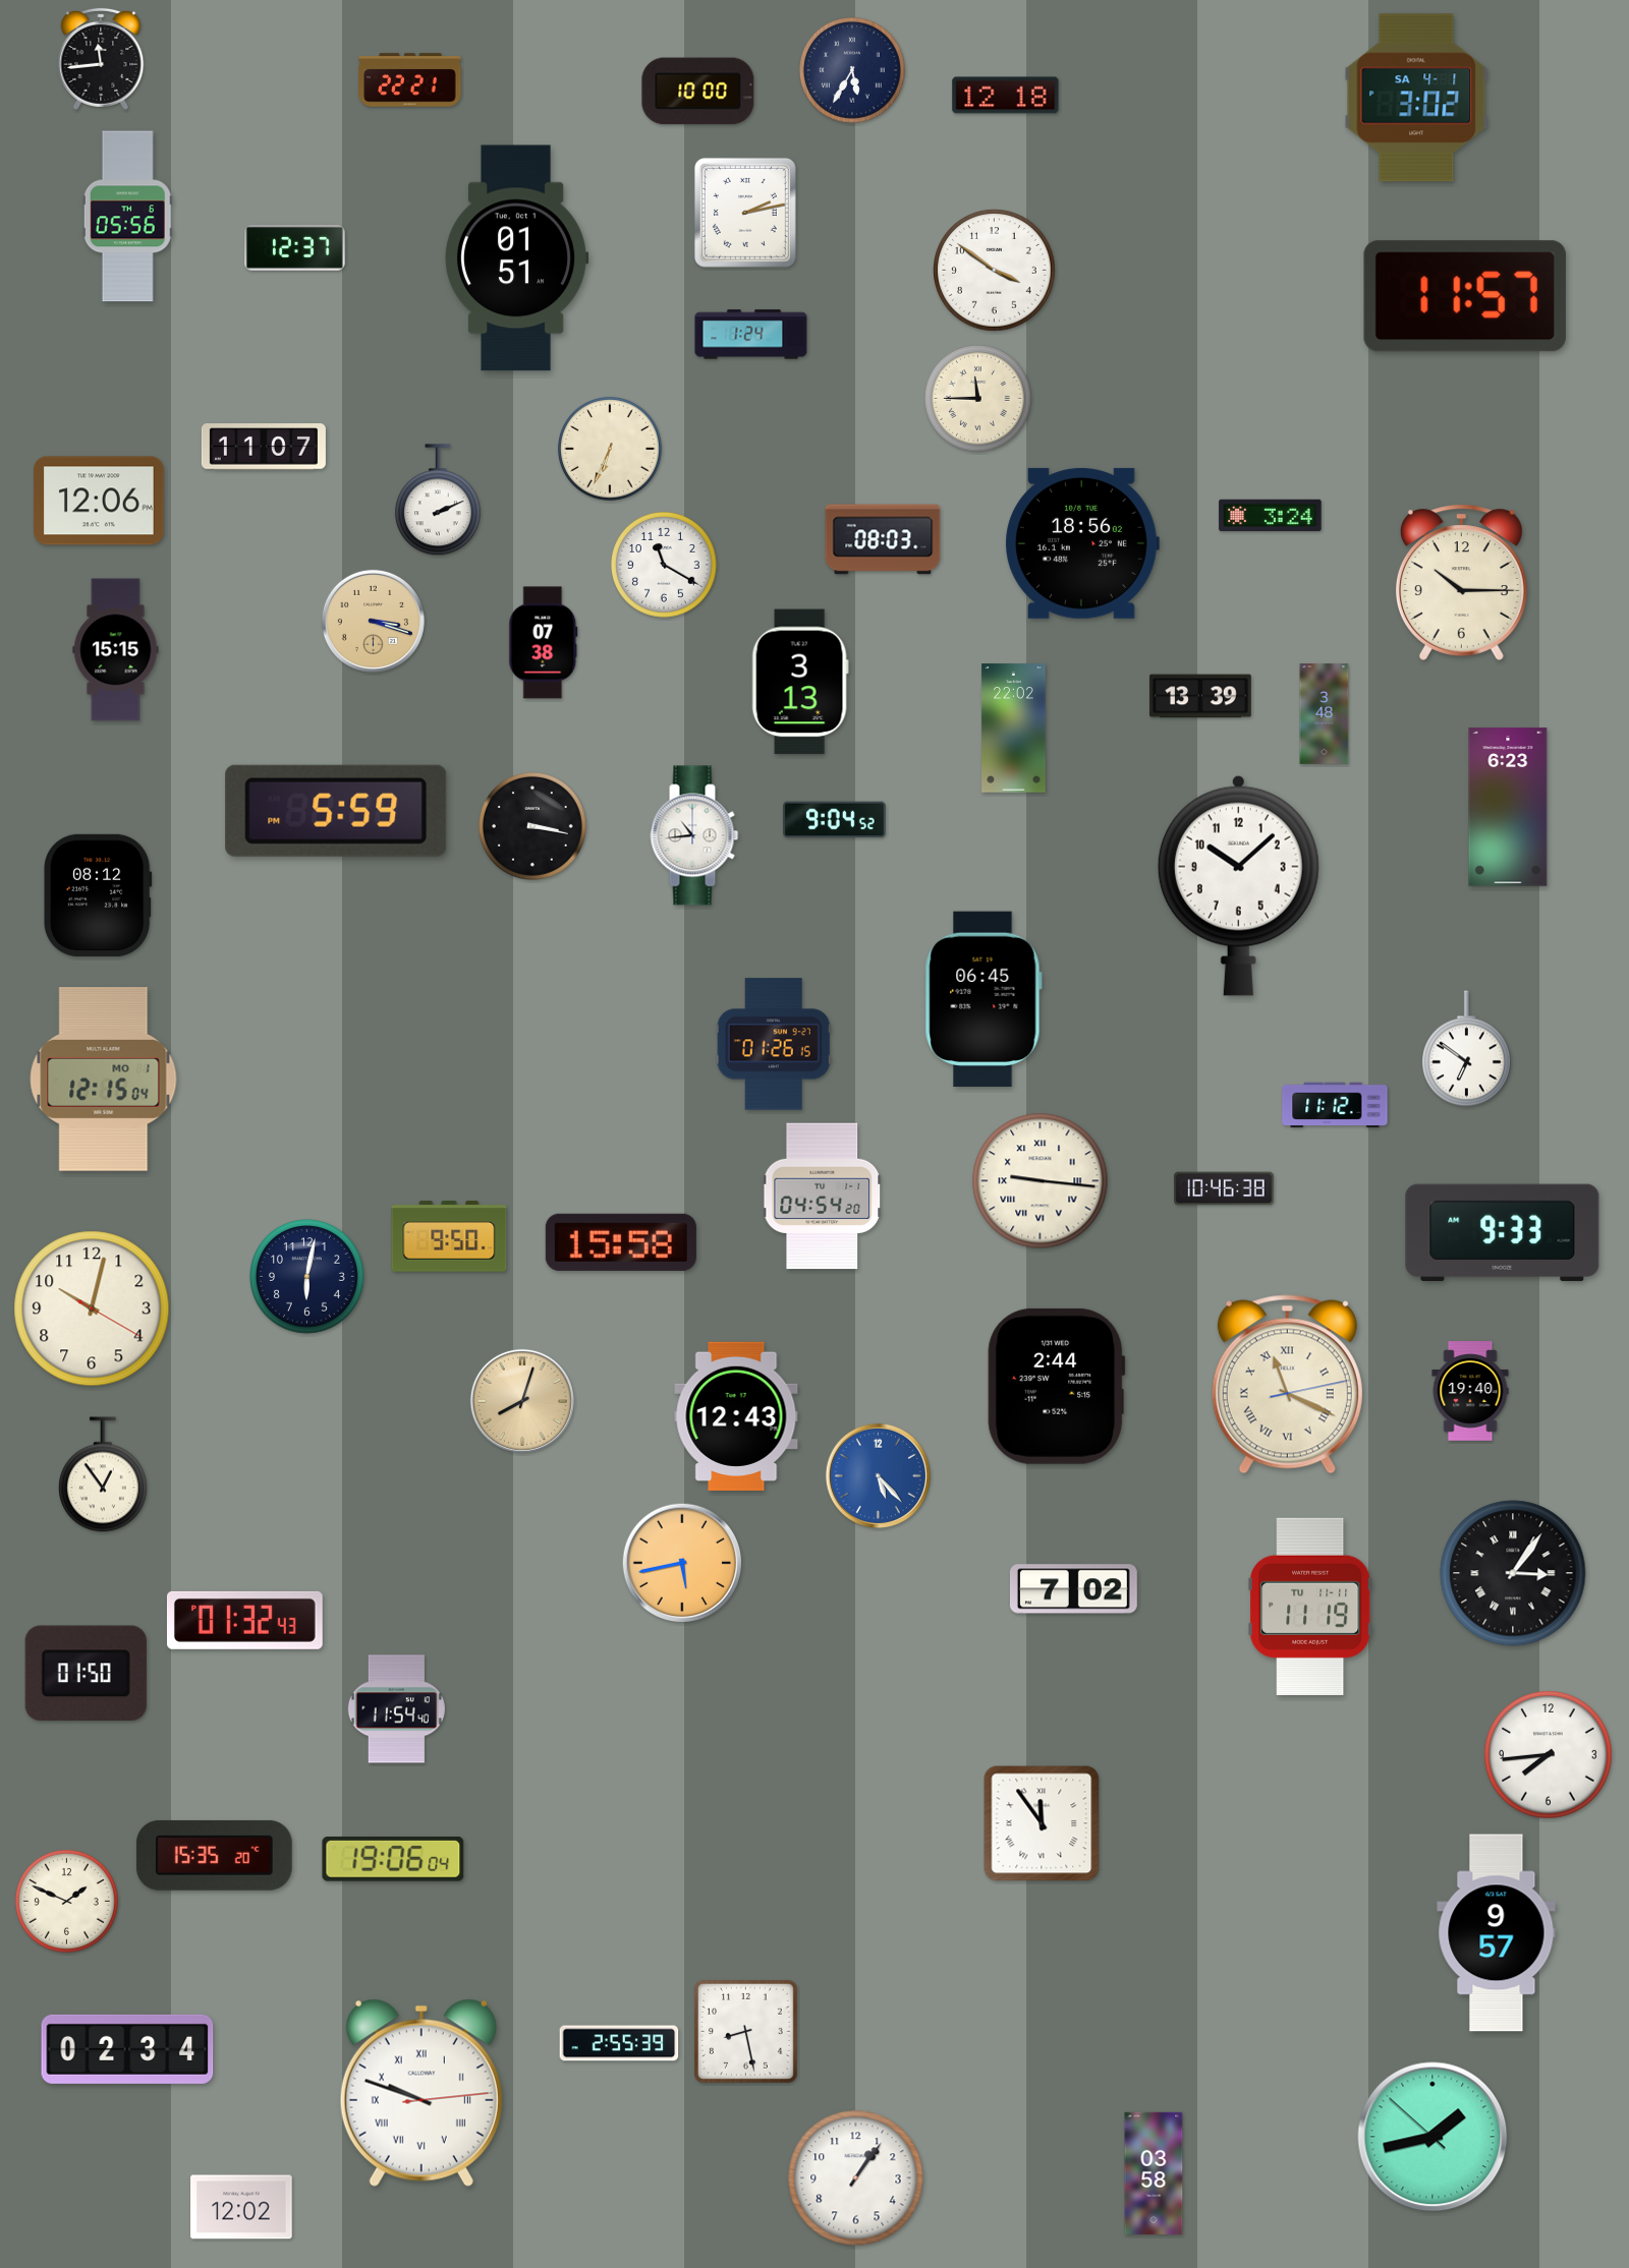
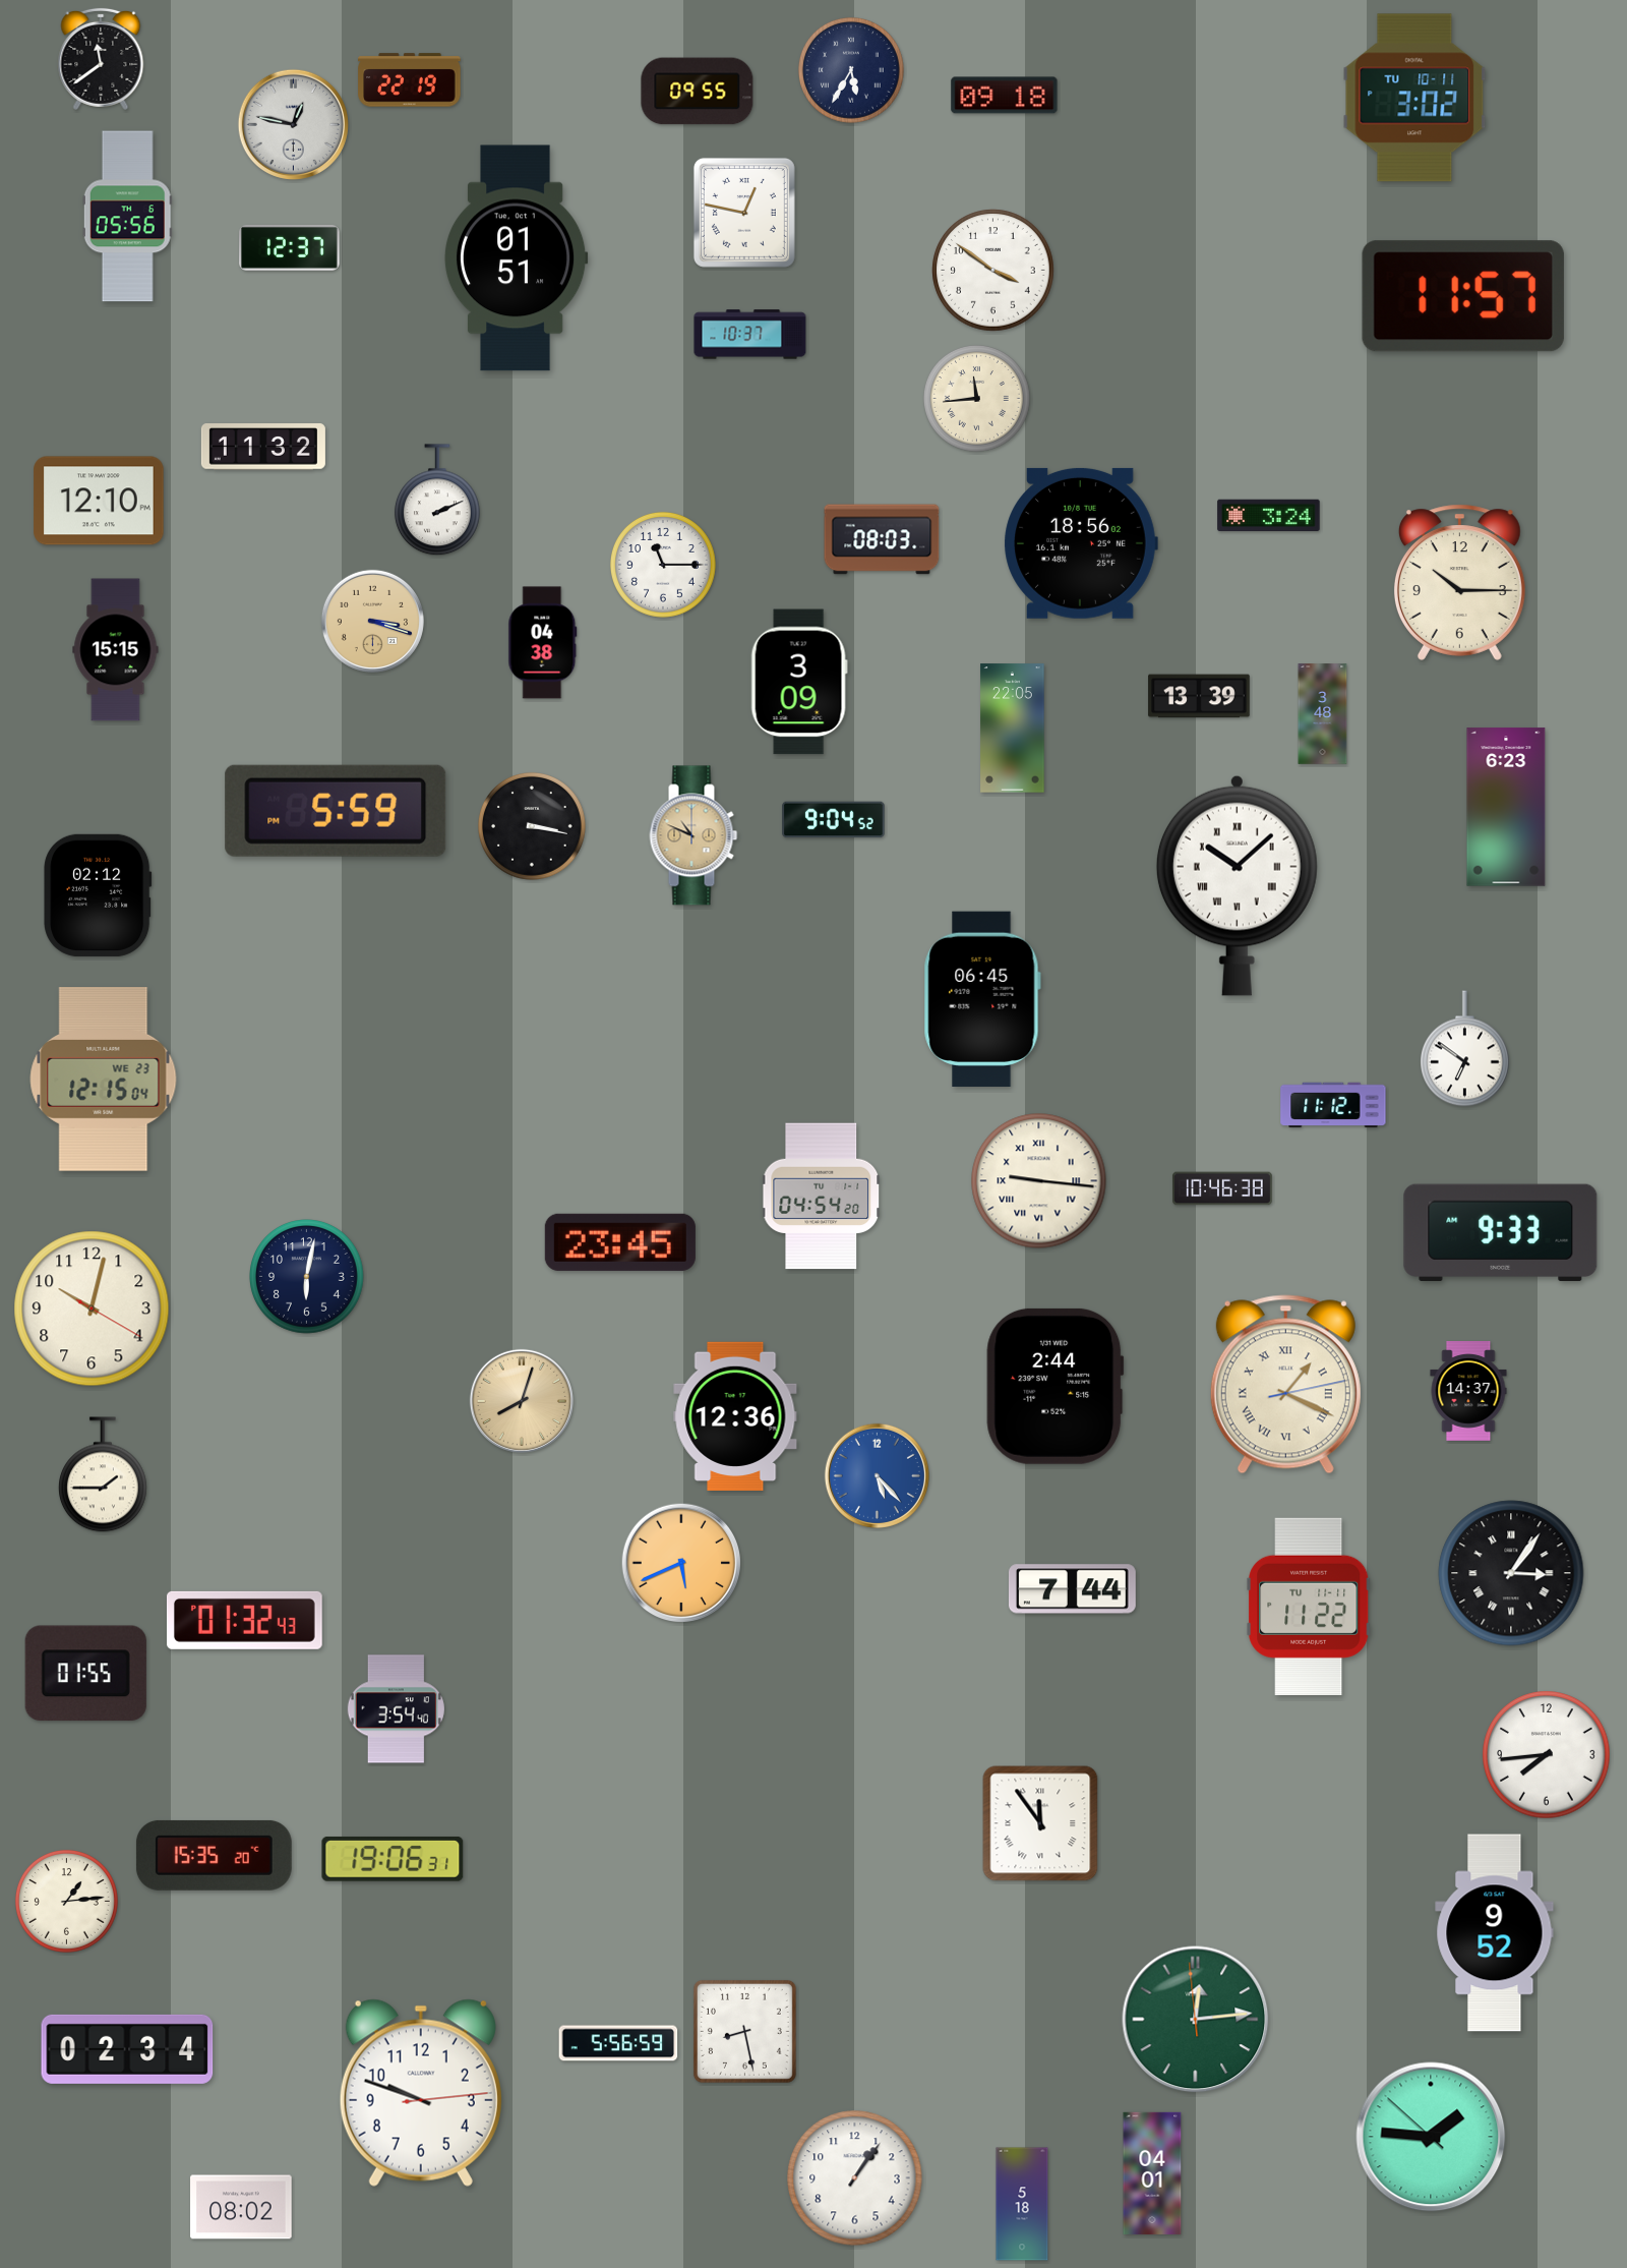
clock at (101, 59): 11:44 -> 11:39
clock at (410, 80): 22:21 -> 22:19
clock at (698, 92): 10:00 -> 09:55
clock at (1006, 96): 12:18 -> 09:18
clock at (1416, 98) date: SA 4-1 -> TU 10-11
clock at (293, 124): none -> 12:47
clock at (745, 213): 2:13 -> 12:47
clock at (295, 248) position: (295, 248) -> (290, 248)
clock at (751, 335): 1:24 -> 10:37
clock at (977, 398): 11:45 -> 11:44
clock at (264, 447): 11:07 -> 11:32
clock at (610, 449): 6:34 -> none
clock at (99, 501): 12:06 -> 12:10
clock at (664, 565): 11:20 -> 11:15
clock at (544, 643): 07:38 -> 04:38
clock at (800, 682): 3:13 -> 3:09
clock at (1014, 729): 22:02 -> 22:05
clock at (694, 835): 10:44 -> 10:49
clock at (694, 835) dial: white -> champagne
clock at (1238, 885) numerals: Arabic -> Roman
clock at (98, 895): 08:12 -> 02:12
clock at (774, 1044): 01:26 -> none
clock at (104, 1080) date: MO 1 -> WE 23
clock at (449, 1236): 9:50 -> none
clock at (621, 1242): 15:58 -> 23:45
clock at (1287, 1385): 11:19 -> 1:19
clock at (1470, 1392): 19:40 -> 14:37
clock at (736, 1415): 12:43 -> 12:36
clock at (104, 1474): 12:54 -> 1:45
clock at (682, 1563): 5:43 -> 5:41
clock at (1073, 1589): 7:02 -> 7:44
clock at (1310, 1607): 11:19 -> 11:22
clock at (86, 1674): 01:50 -> 01:55
clock at (396, 1709): 11:54 -> 3:54
clock at (393, 1859): 19:06:04 -> 19:06:31
clock at (66, 1901): 1:49 -> 1:14
clock at (1497, 1933): 9:57 -> 9:52
clock at (1196, 2020): none -> 12:13
clock at (619, 2043): 2:55 -> 5:56
clock at (422, 2093) numerals: Roman -> Arabic
clock at (1433, 2137): 1:42 -> 1:45
clock at (1154, 2173): 03:58 -> 04:01
clock at (1022, 2204): none -> 5:18
clock at (241, 2207): 12:02 -> 08:02
